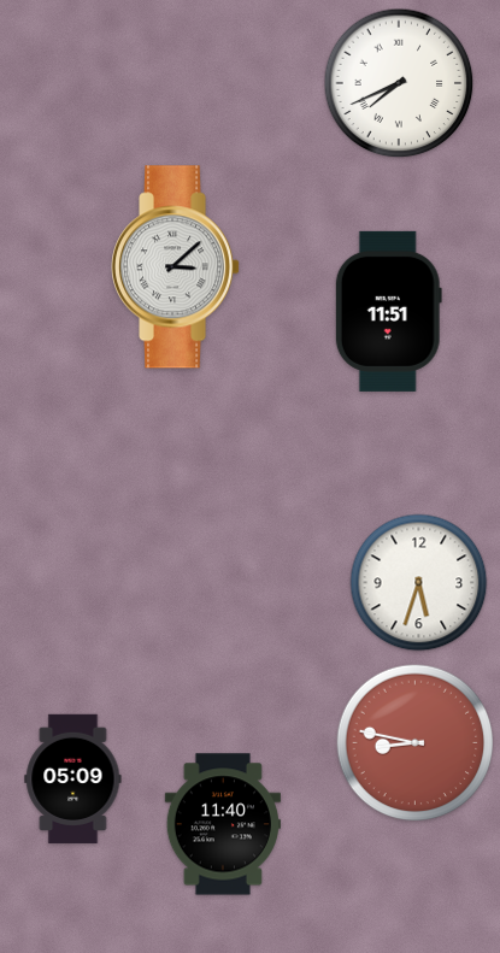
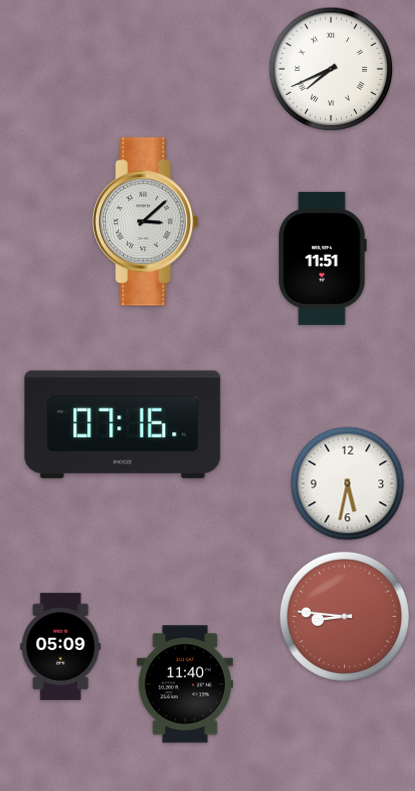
clock at (123, 425): none -> 07:16
clock at (419, 583): 5:33 -> 5:32
clock at (416, 743): 8:47 -> 8:46
